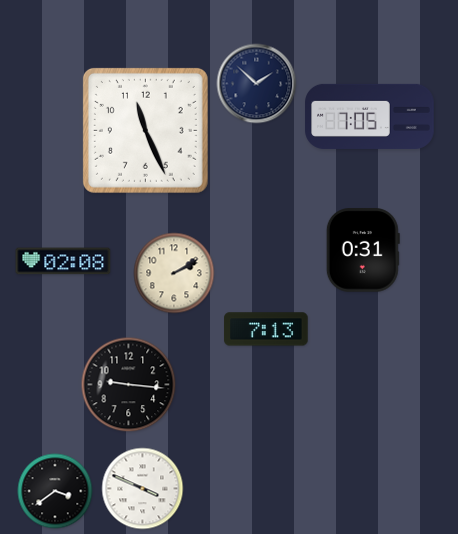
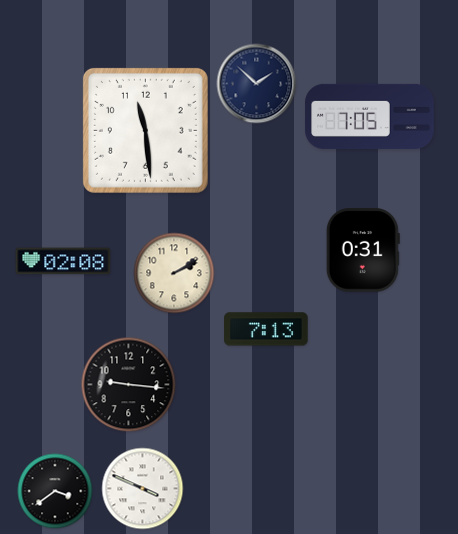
clock at (145, 130): 11:26 -> 11:29
